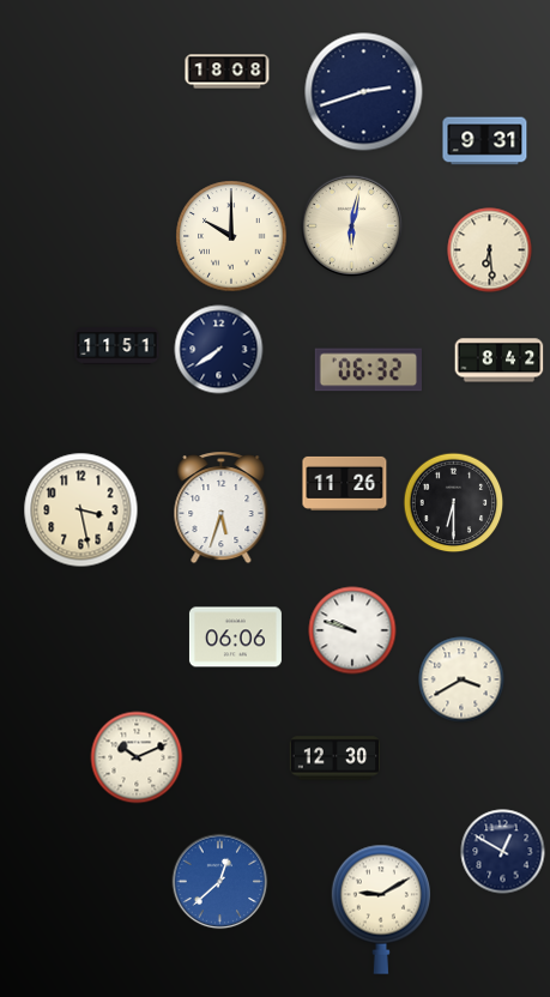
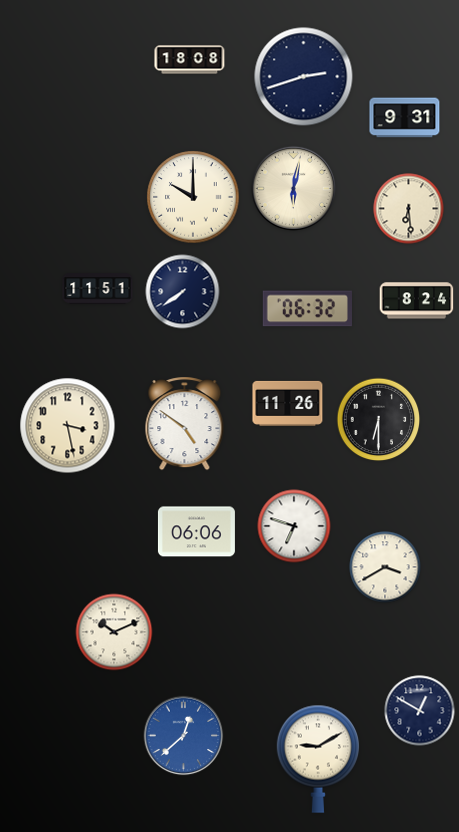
clock at (500, 361): 8:42 -> 8:24
clock at (222, 508): 5:33 -> 4:51
clock at (352, 630): 9:48 -> 6:48
clock at (336, 759): 12:30 -> none
